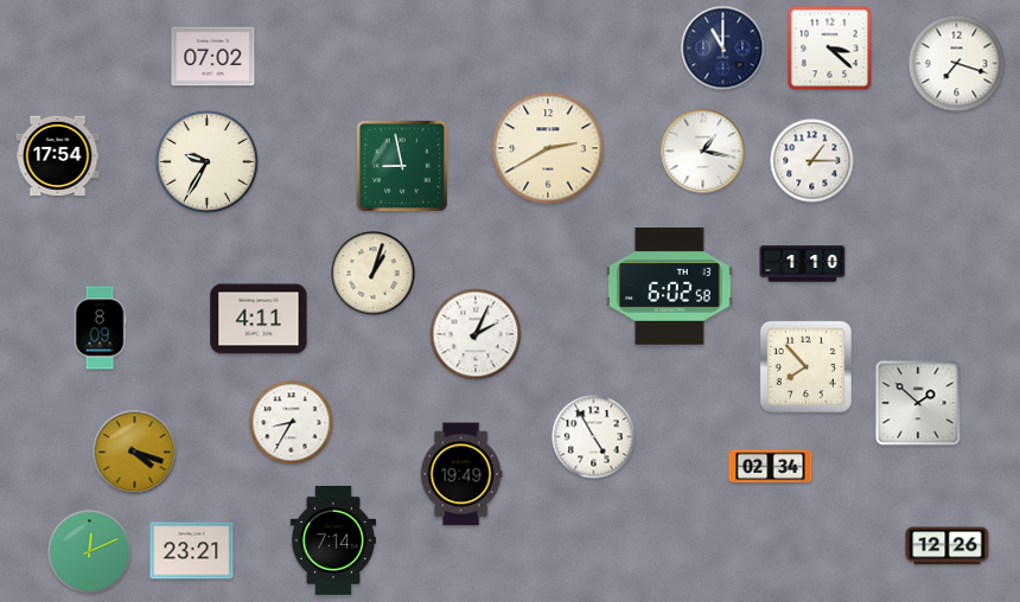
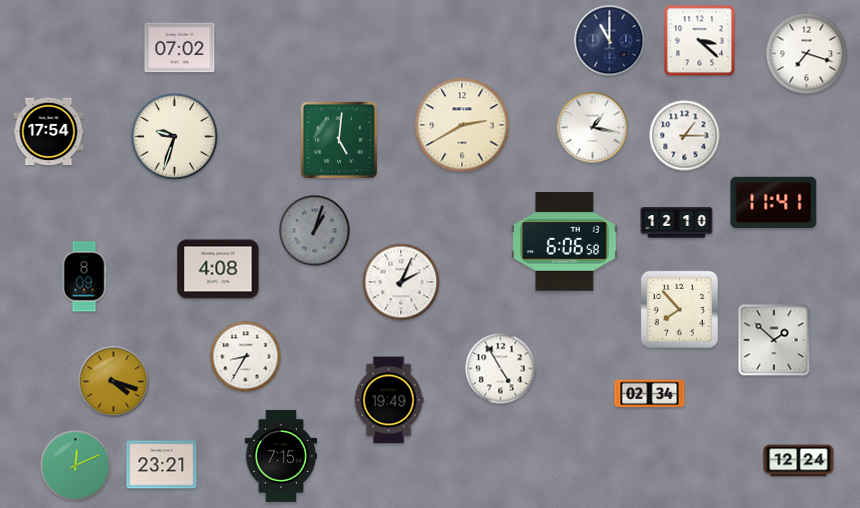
clock at (206, 161): 9:35 -> 9:33
clock at (402, 166): 8:58 -> 5:01
clock at (774, 202): none -> 11:41
clock at (803, 264): 1:10 -> 12:10
clock at (374, 274) dial: cream -> grey
clock at (670, 287): 6:02 -> 6:06
clock at (259, 319): 4:11 -> 4:08
clock at (332, 540): 7:14 -> 7:15
clock at (948, 546): 12:26 -> 12:24
